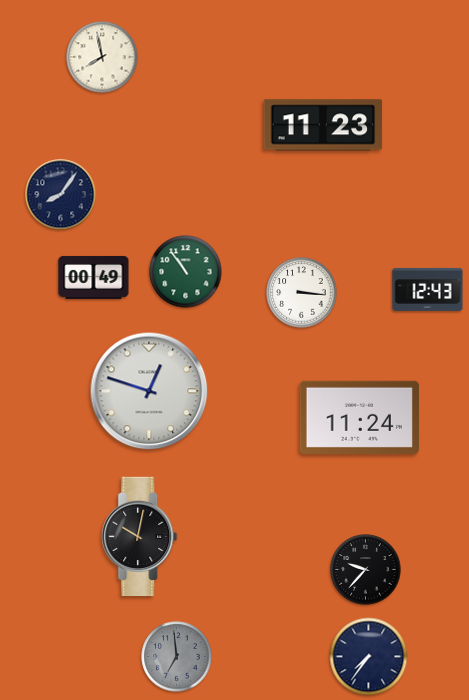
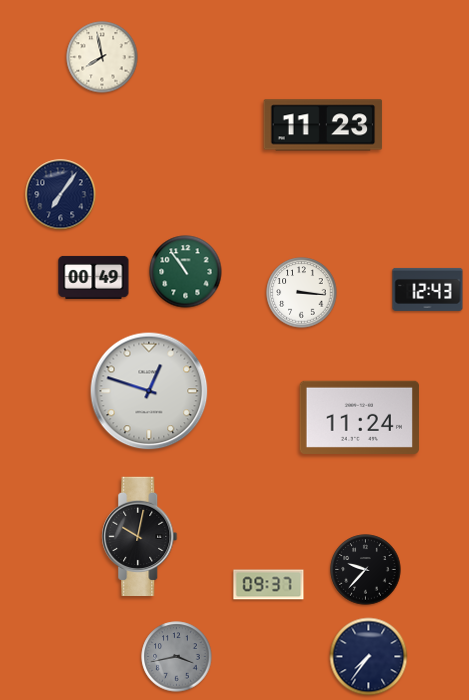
clock at (61, 195): 8:06 -> 7:06
clock at (269, 585): none -> 09:37
clock at (177, 657): 6:59 -> 3:43
